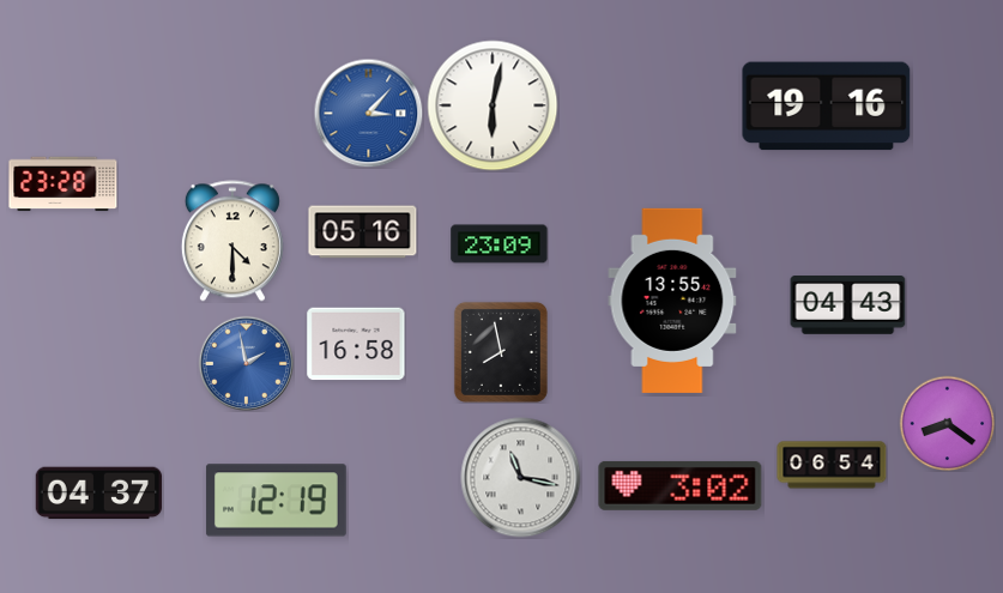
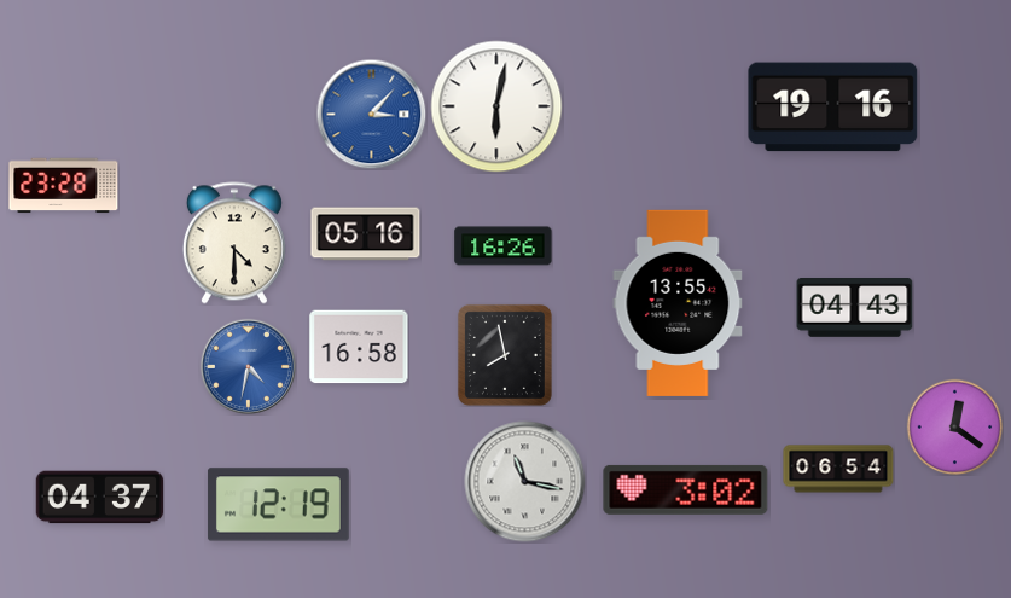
clock at (500, 244): 23:09 -> 16:26
clock at (246, 363): 1:58 -> 4:32
clock at (947, 423): 8:21 -> 12:21
